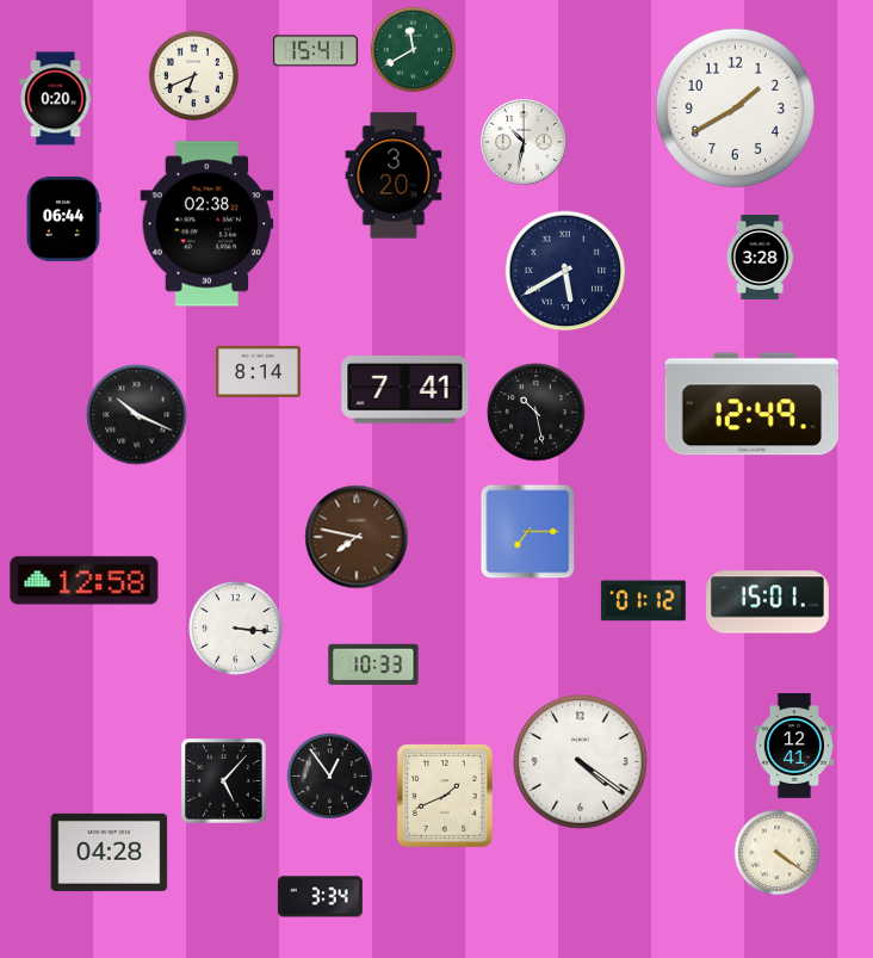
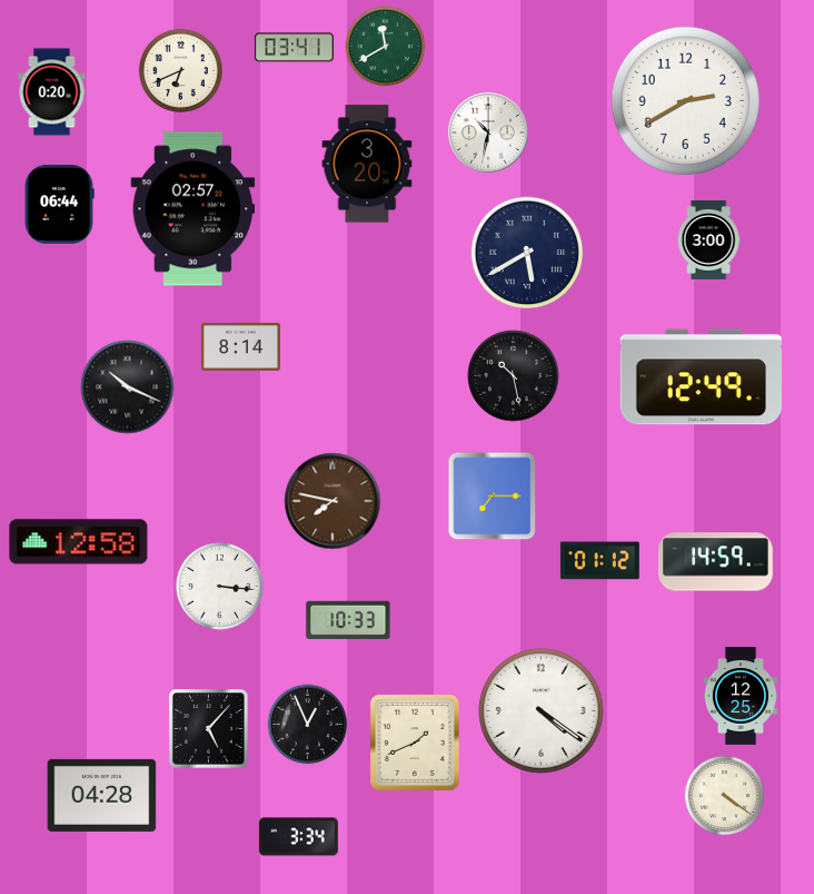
clock at (315, 51): 15:41 -> 03:41
clock at (735, 107): 1:40 -> 2:40
clock at (208, 224): 02:38 -> 02:57
clock at (760, 258): 3:28 -> 3:00
clock at (405, 390): 7:41 -> none
clock at (537, 413) position: (537, 413) -> (514, 376)
clock at (768, 602): 15:01 -> 14:59
clock at (793, 746): 12:41 -> 12:25
clock at (330, 777): 12:54 -> 12:56
